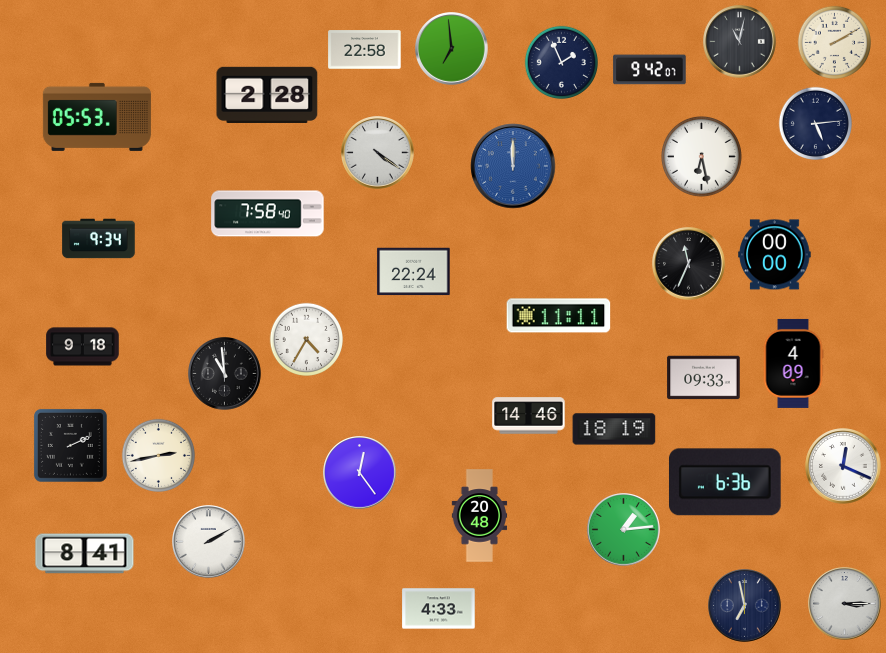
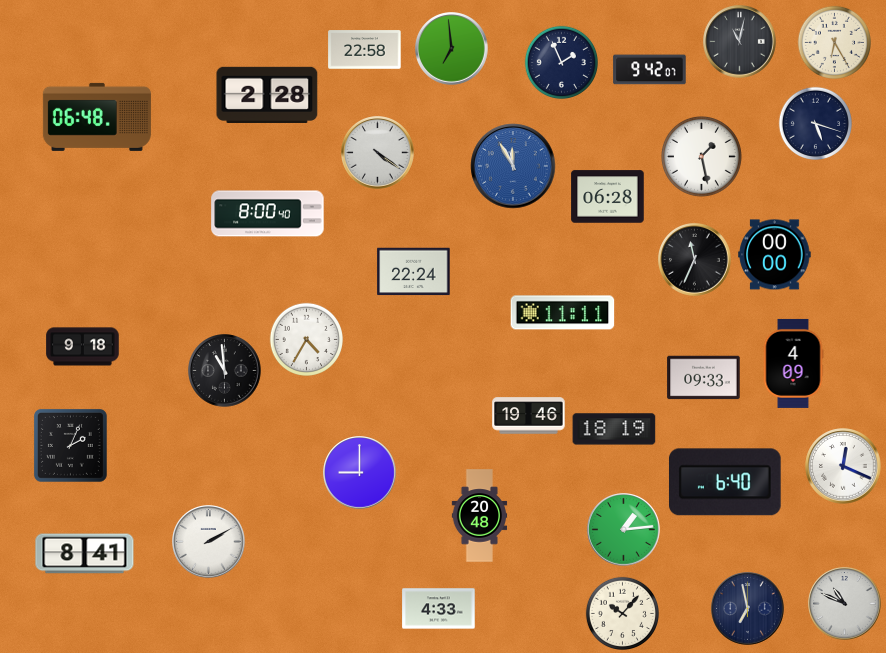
clock at (834, 42): 2:10 -> 6:25
clock at (97, 117): 05:53 -> 06:48
clock at (815, 123): 5:14 -> 5:18
clock at (701, 156): 6:28 -> 1:28
clock at (513, 166): 12:00 -> 11:55
clock at (608, 197): none -> 06:28
clock at (268, 214): 7:58 -> 8:00
clock at (99, 239): 9:34 -> none
clock at (689, 264) position: (689, 264) -> (695, 260)
clock at (559, 316) position: (559, 316) -> (563, 313)
clock at (225, 374) position: (225, 374) -> (225, 371)
clock at (529, 416): 14:46 -> 19:46
clock at (70, 445): 2:11 -> 2:04
clock at (158, 455): 2:43 -> none
clock at (360, 473): 12:24 -> 9:00
clock at (725, 482): 6:36 -> 6:40
clock at (845, 604): 3:15 -> 10:49
clock at (745, 606) position: (745, 606) -> (748, 609)
clock at (622, 613): none -> 10:07
